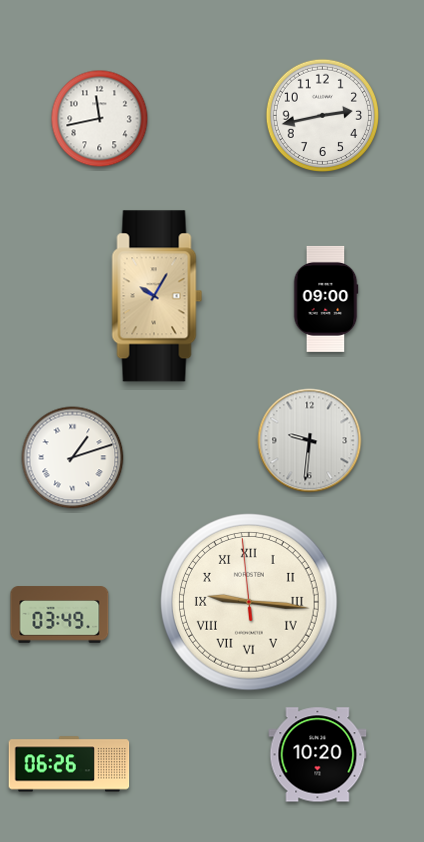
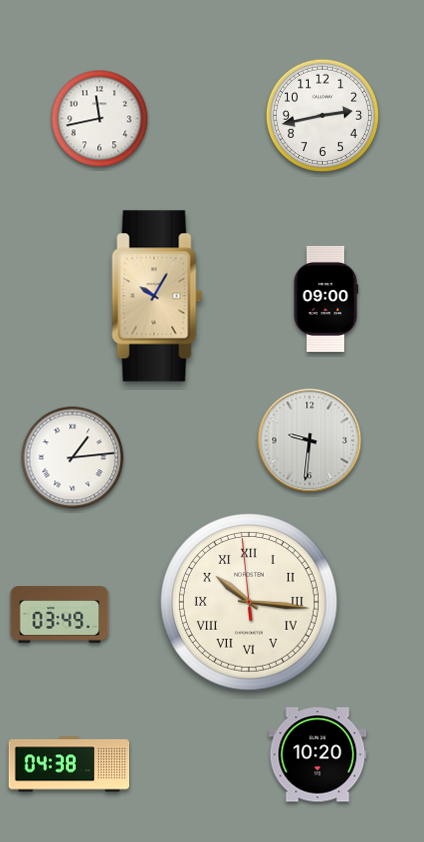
clock at (73, 458): 1:12 -> 1:14
clock at (249, 602): 9:15 -> 10:15
clock at (69, 764): 06:26 -> 04:38
